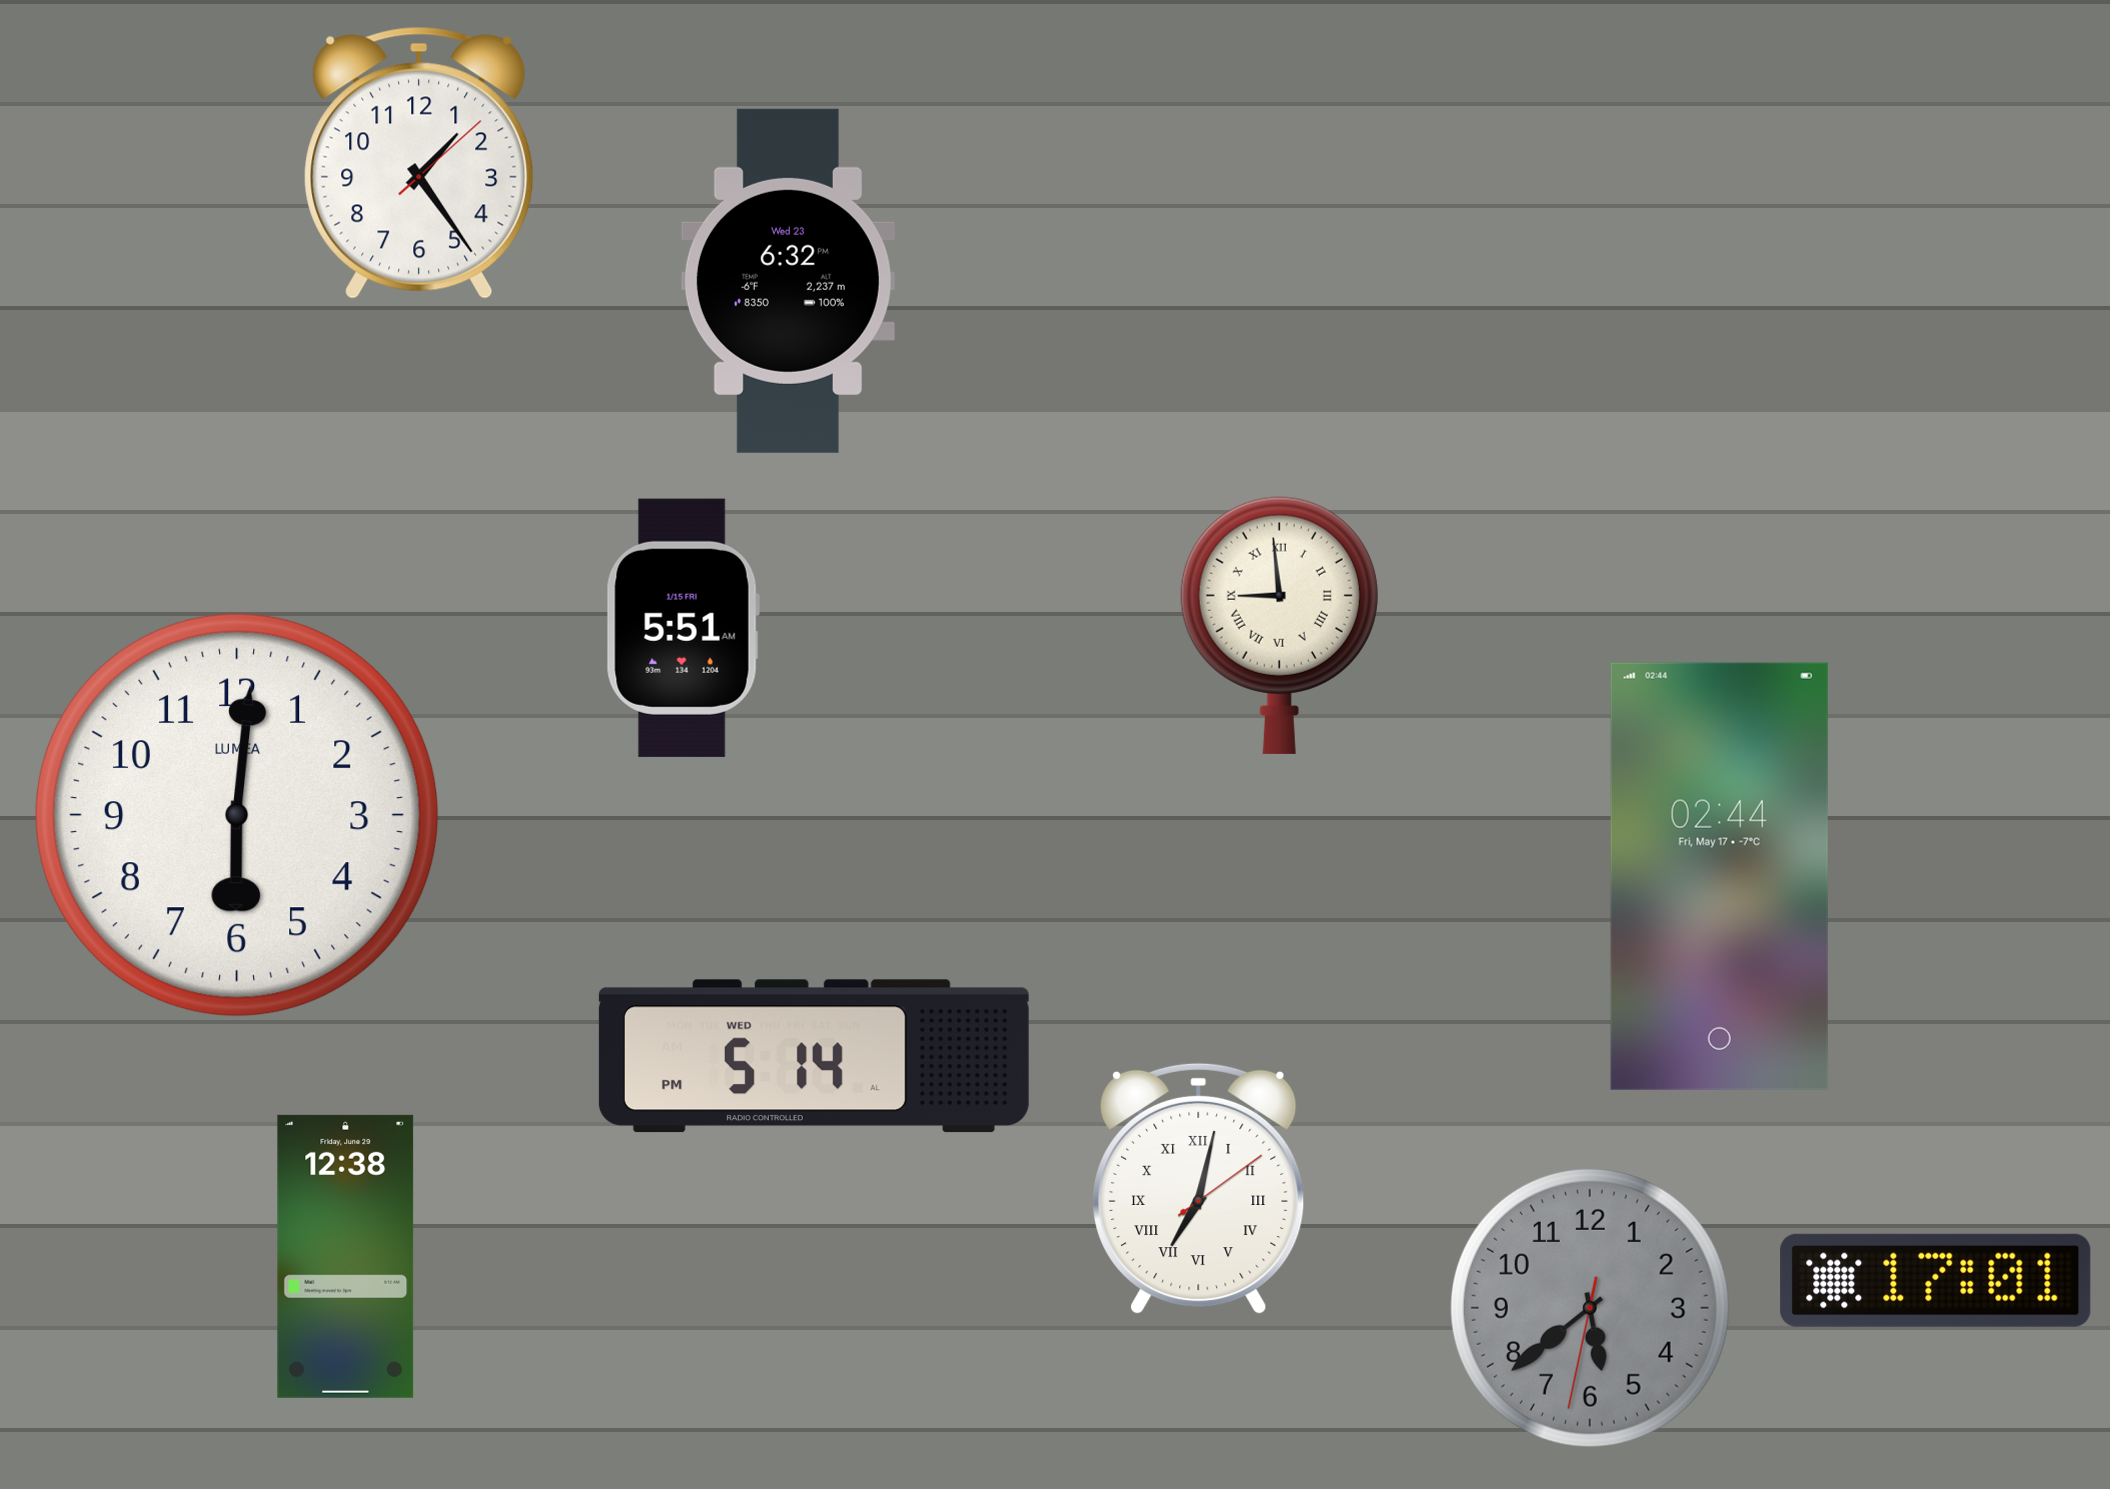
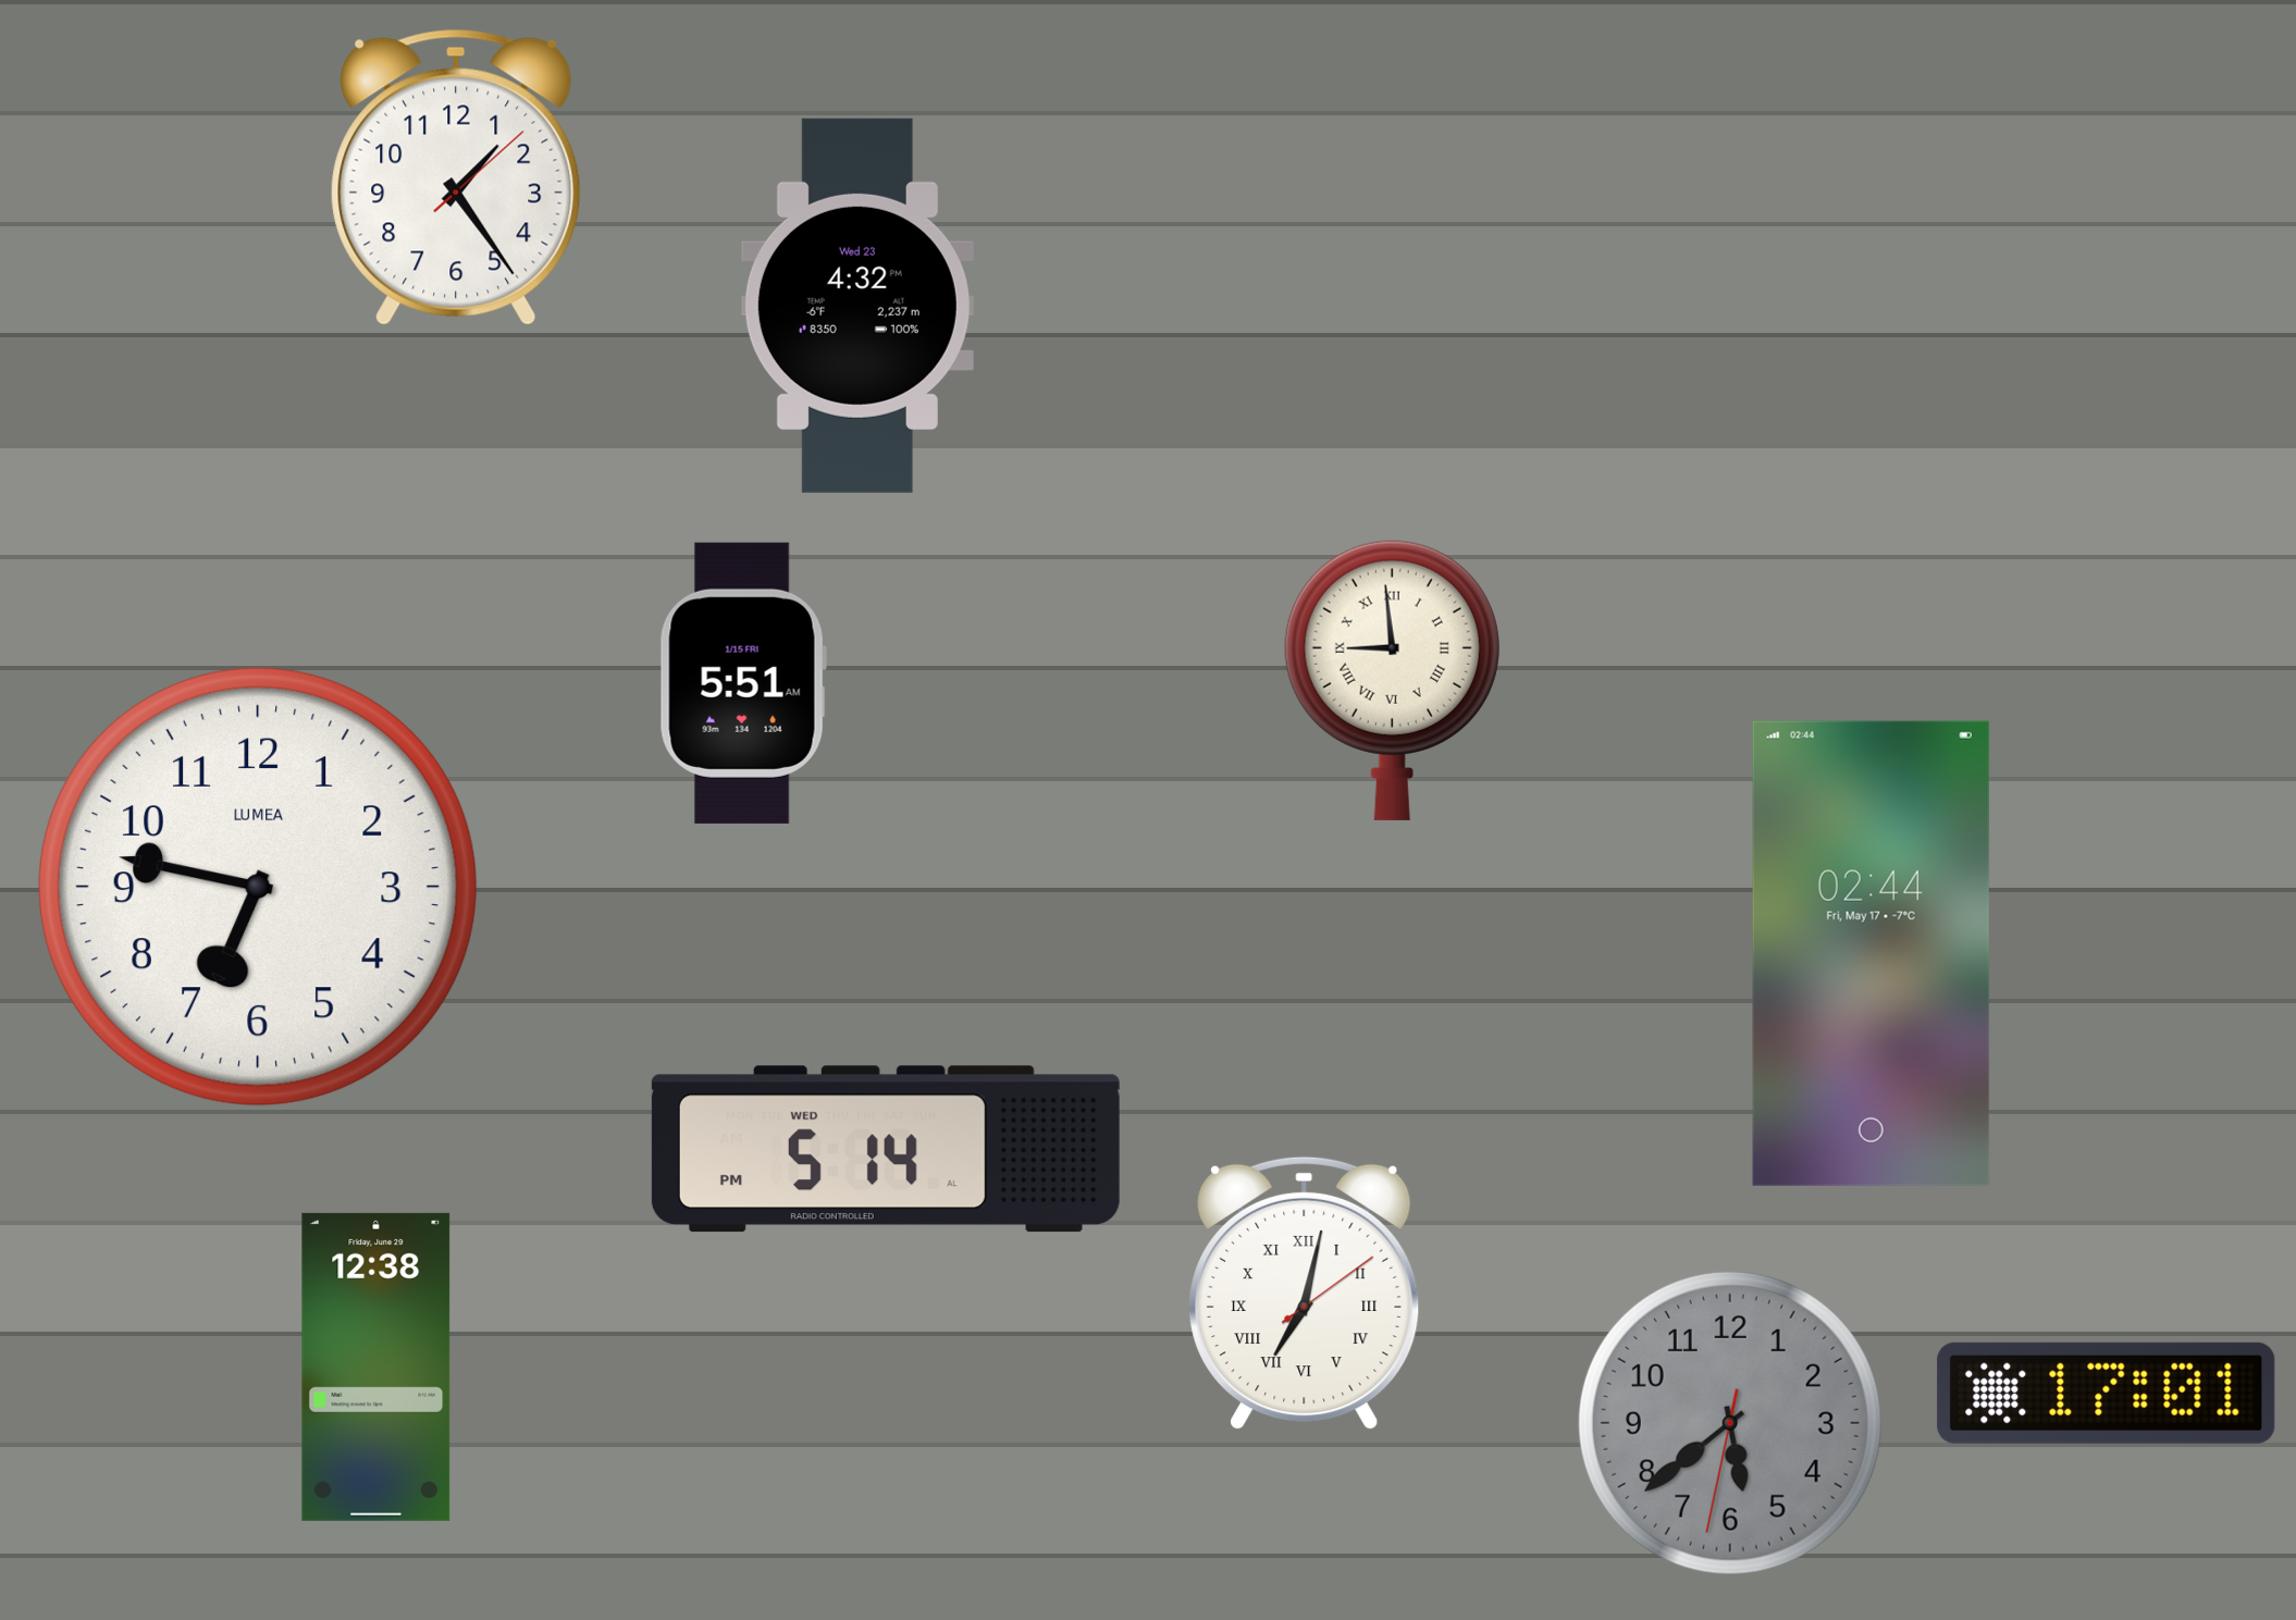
clock at (788, 281): 6:32 -> 4:32
clock at (237, 815): 6:01 -> 6:47
